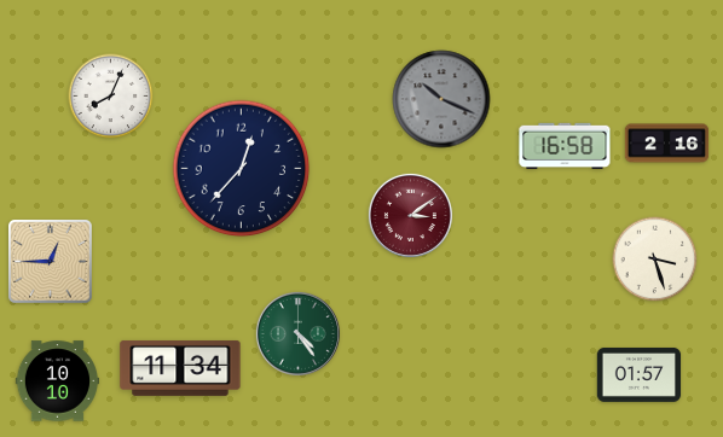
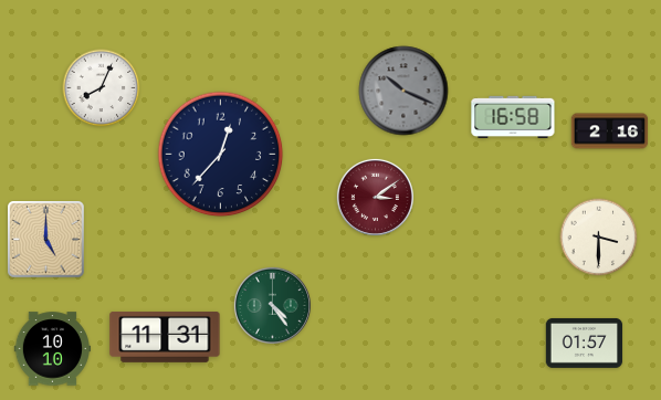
clock at (565, 145) position: (565, 145) -> (513, 116)
clock at (655, 260): 3:27 -> 3:30
clock at (51, 262): 12:45 -> 5:00
clock at (180, 368): 11:34 -> 11:31
